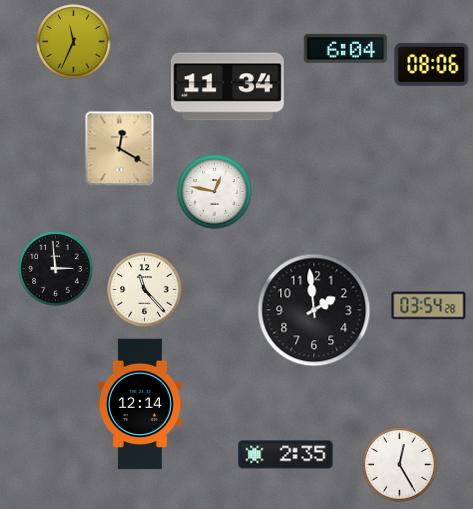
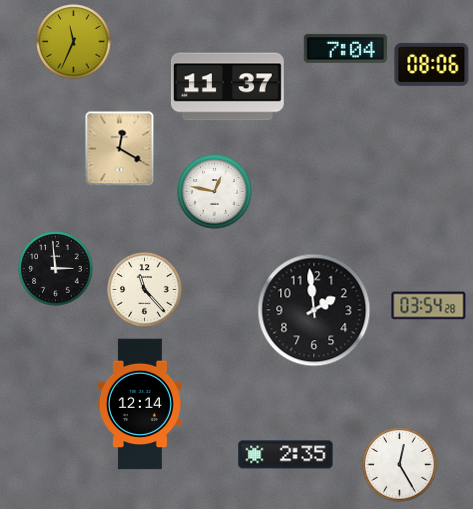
clock at (346, 48): 6:04 -> 7:04
clock at (227, 87): 11:34 -> 11:37
